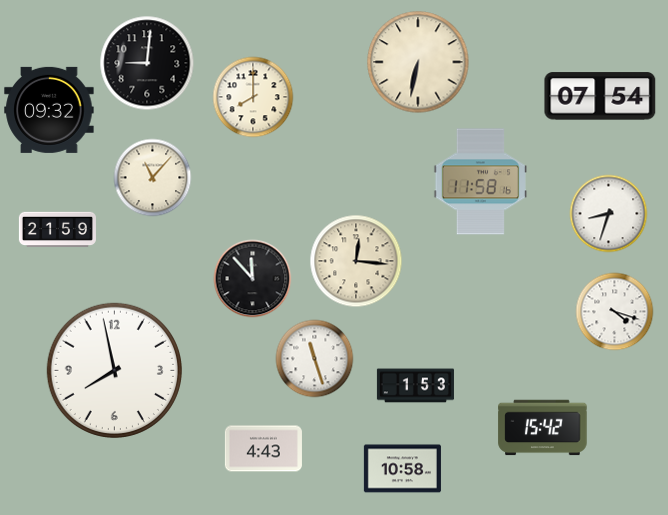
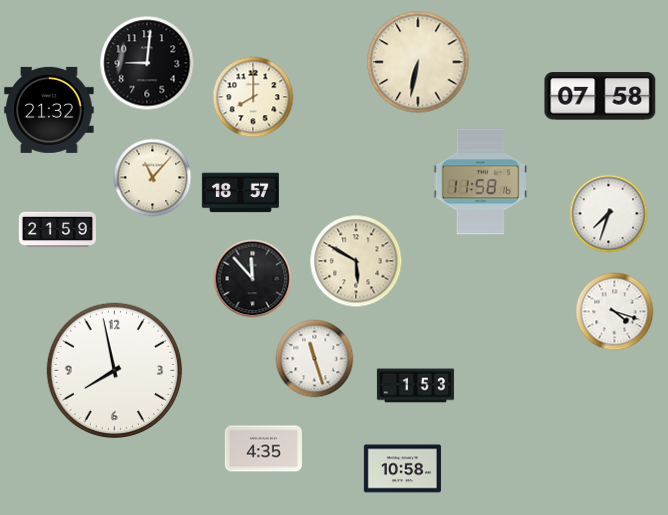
clock at (600, 96): 07:54 -> 07:58
clock at (49, 110): 09:32 -> 21:32
clock at (240, 193): none -> 18:57
clock at (608, 213): 8:33 -> 7:33
clock at (356, 261): 12:16 -> 5:50
clock at (543, 428): 15:42 -> none
clock at (263, 449): 4:43 -> 4:35
